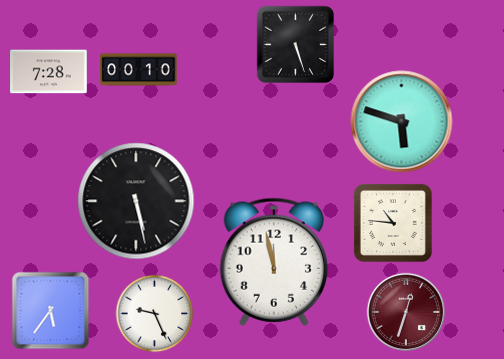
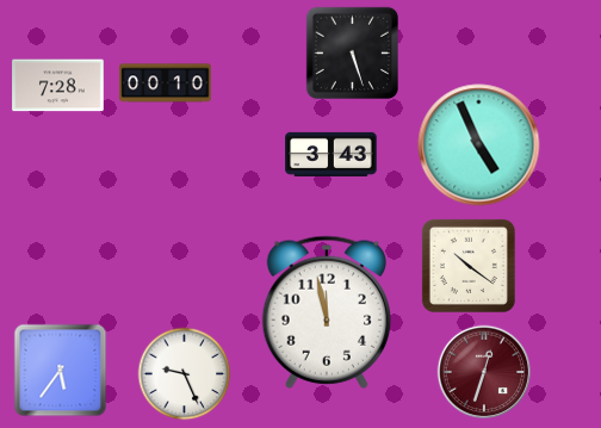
clock at (402, 122): 5:48 -> 4:56
clock at (332, 154): none -> 3:43
clock at (136, 201): 5:28 -> none
clock at (393, 223): 10:46 -> 10:21
